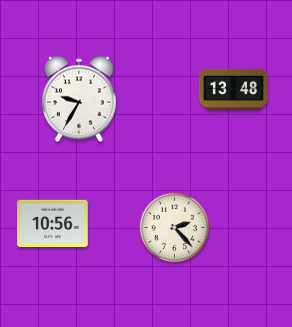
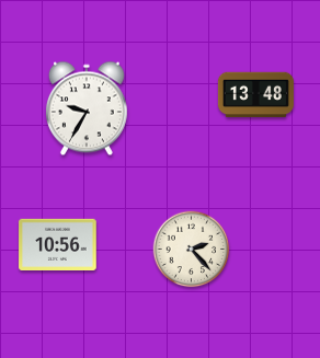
clock at (233, 90) position: (233, 90) -> (255, 95)
